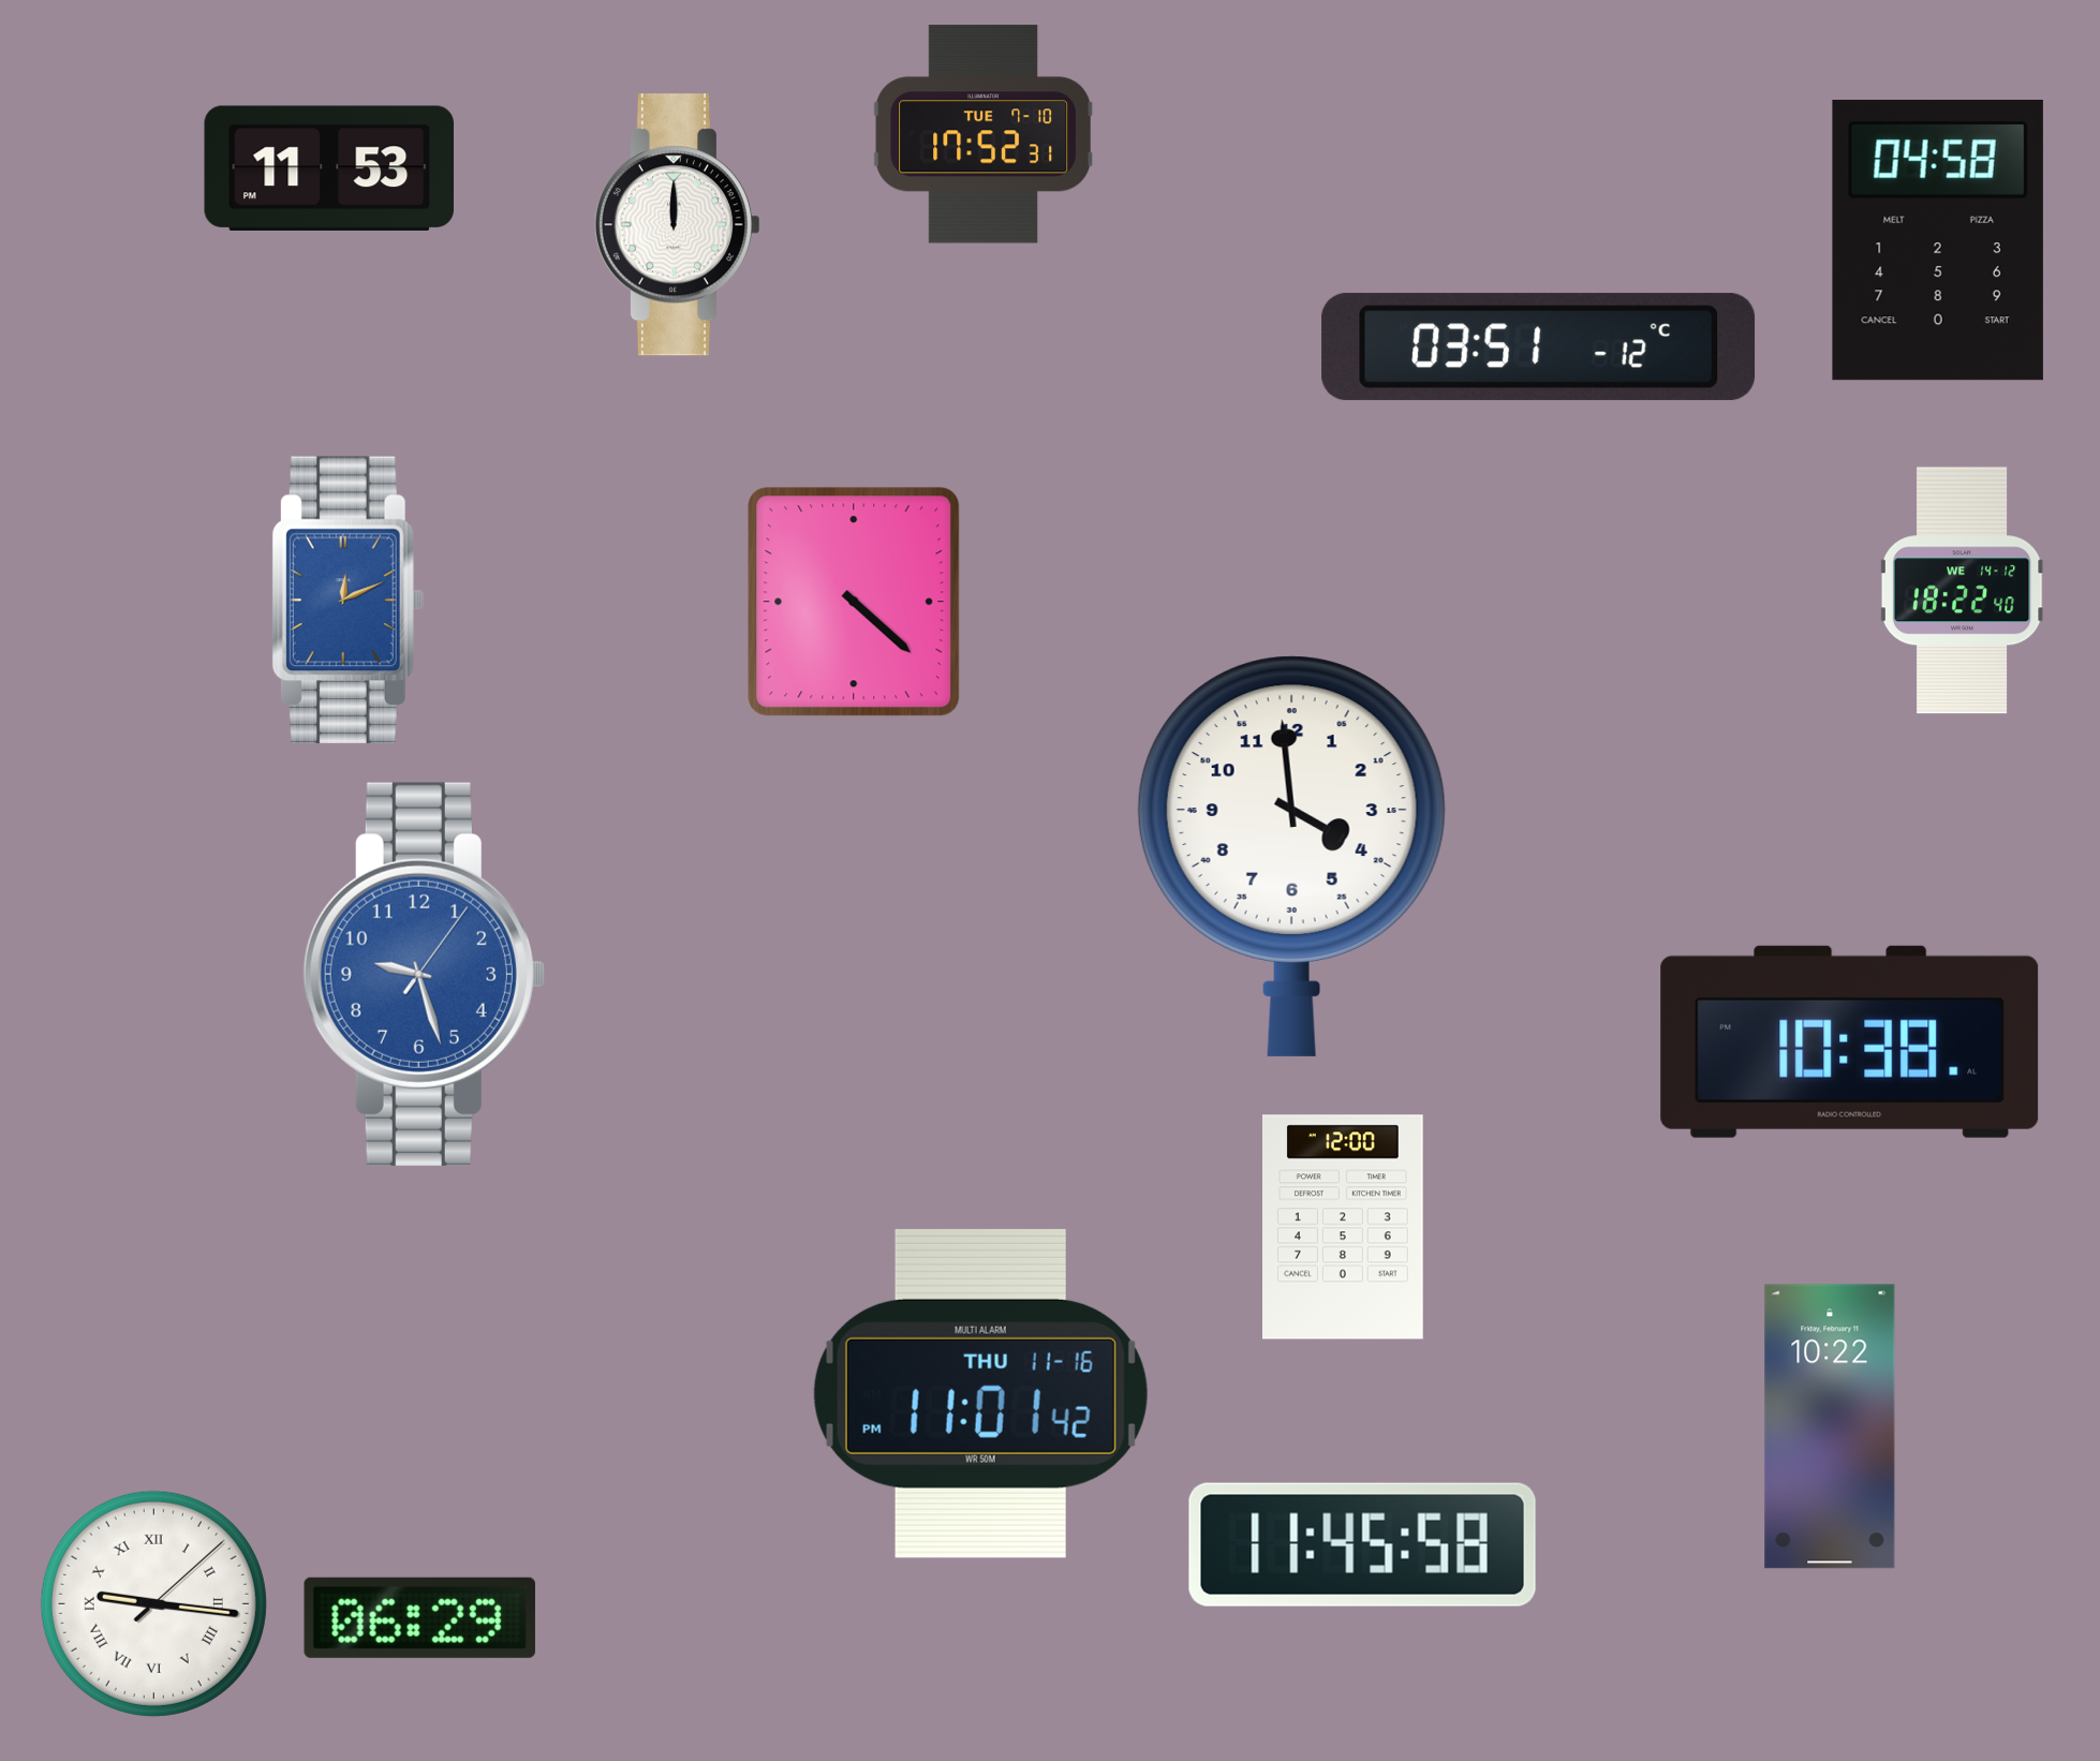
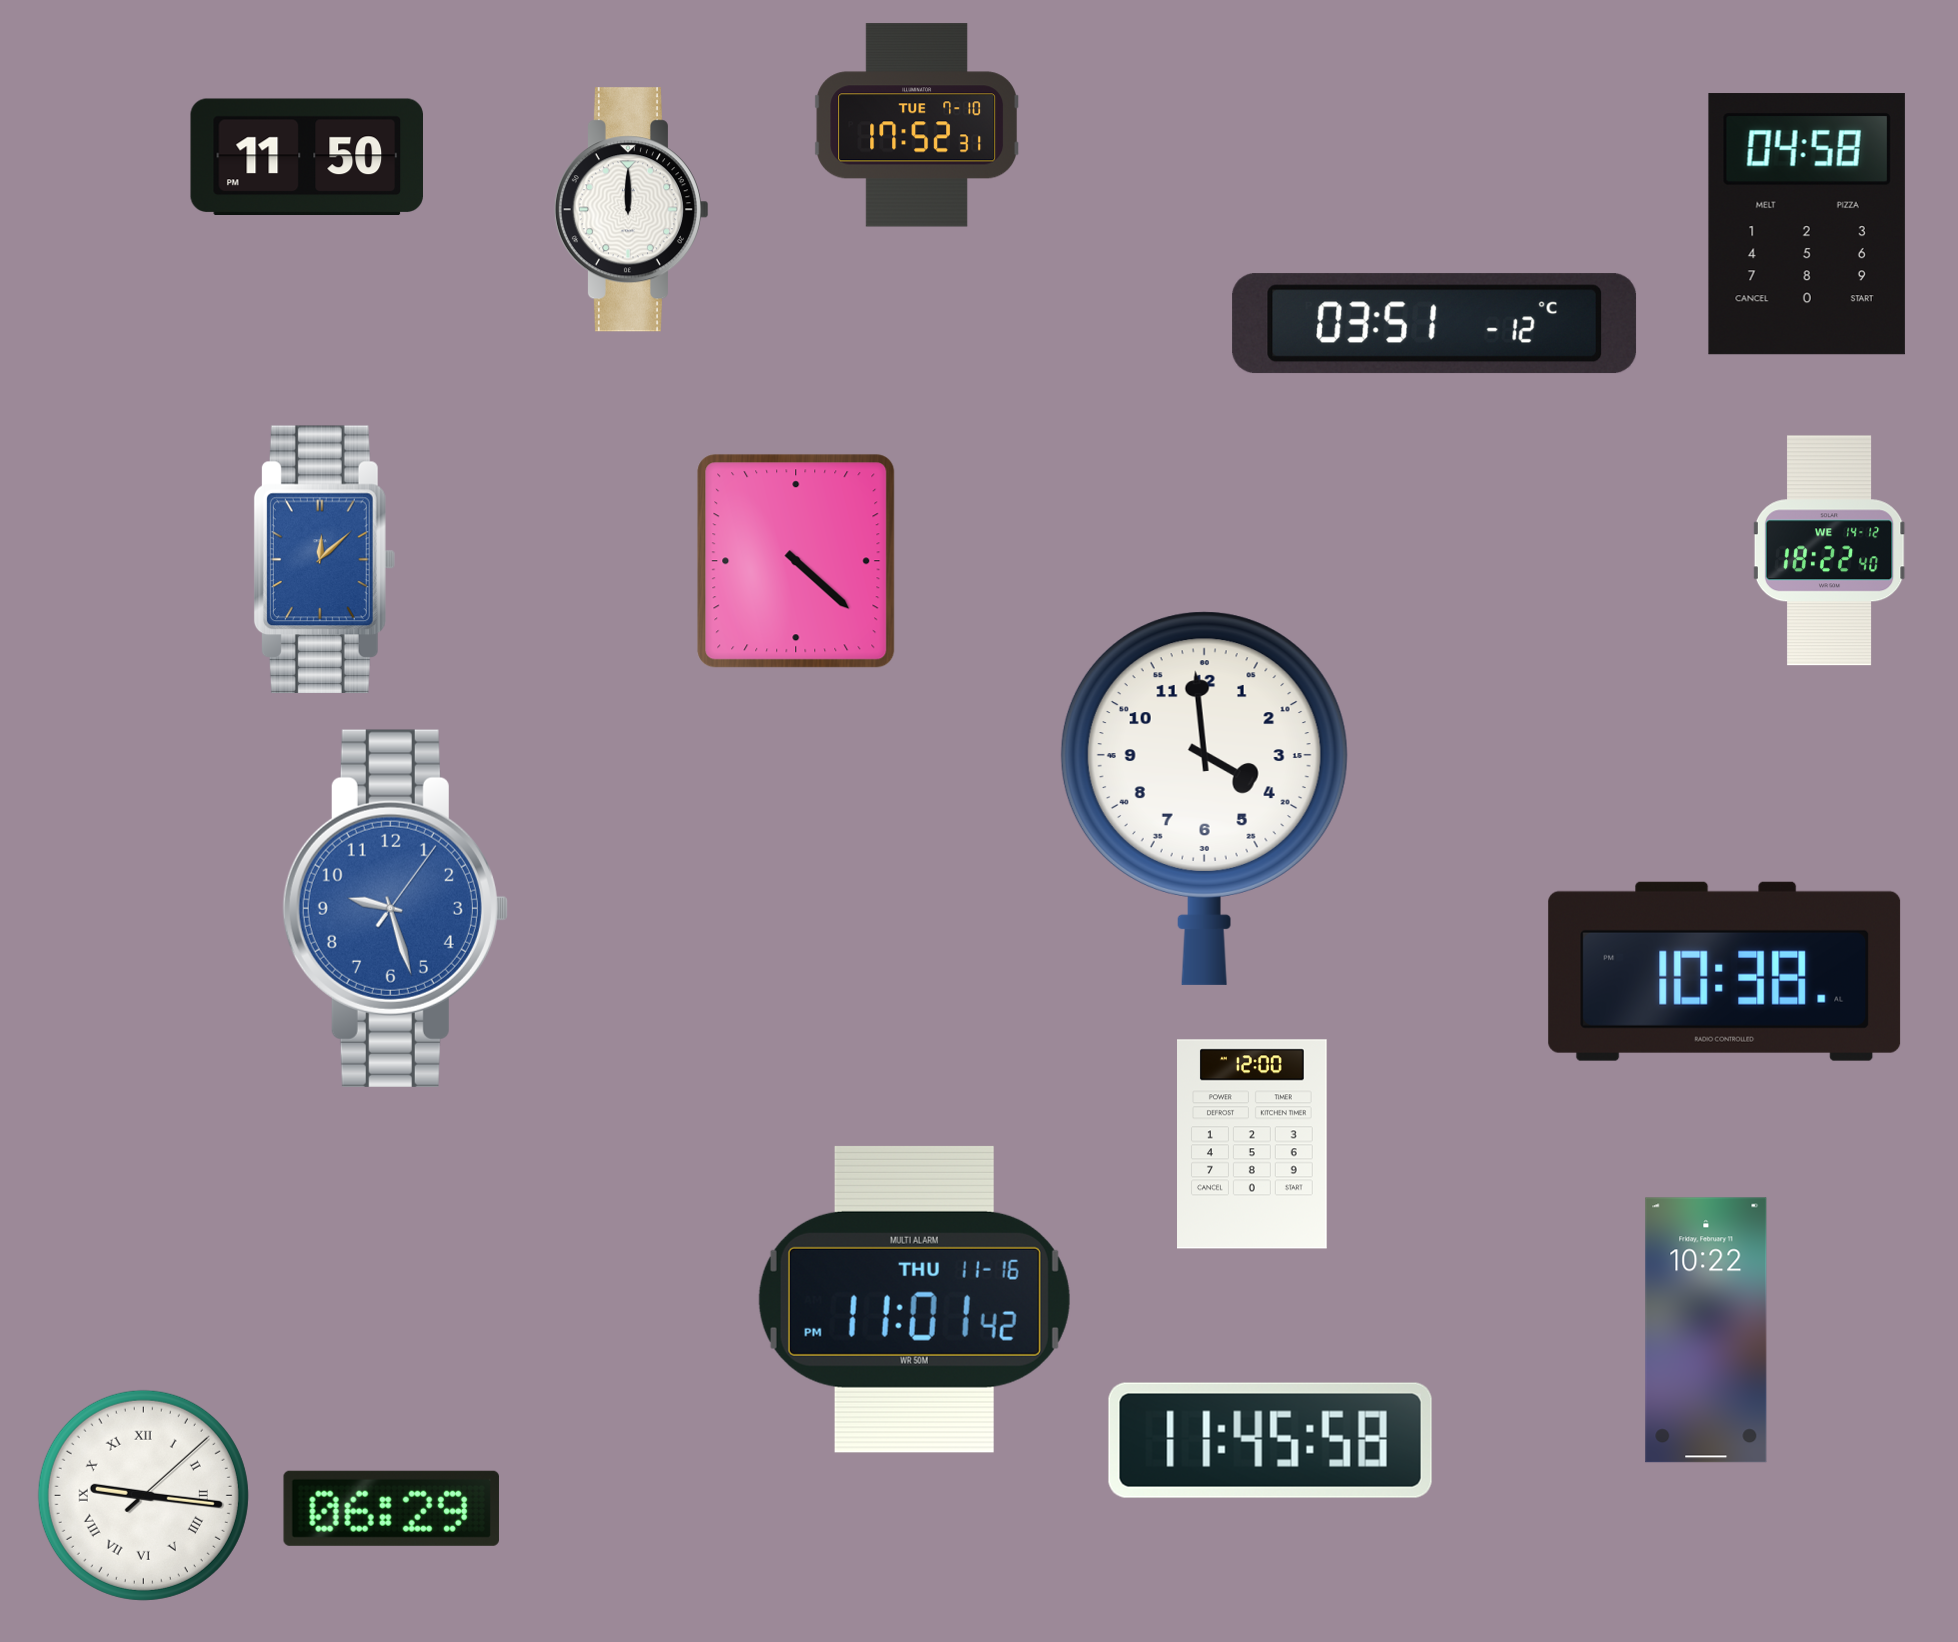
clock at (328, 167): 11:53 -> 11:50
clock at (347, 600): 12:11 -> 12:08
